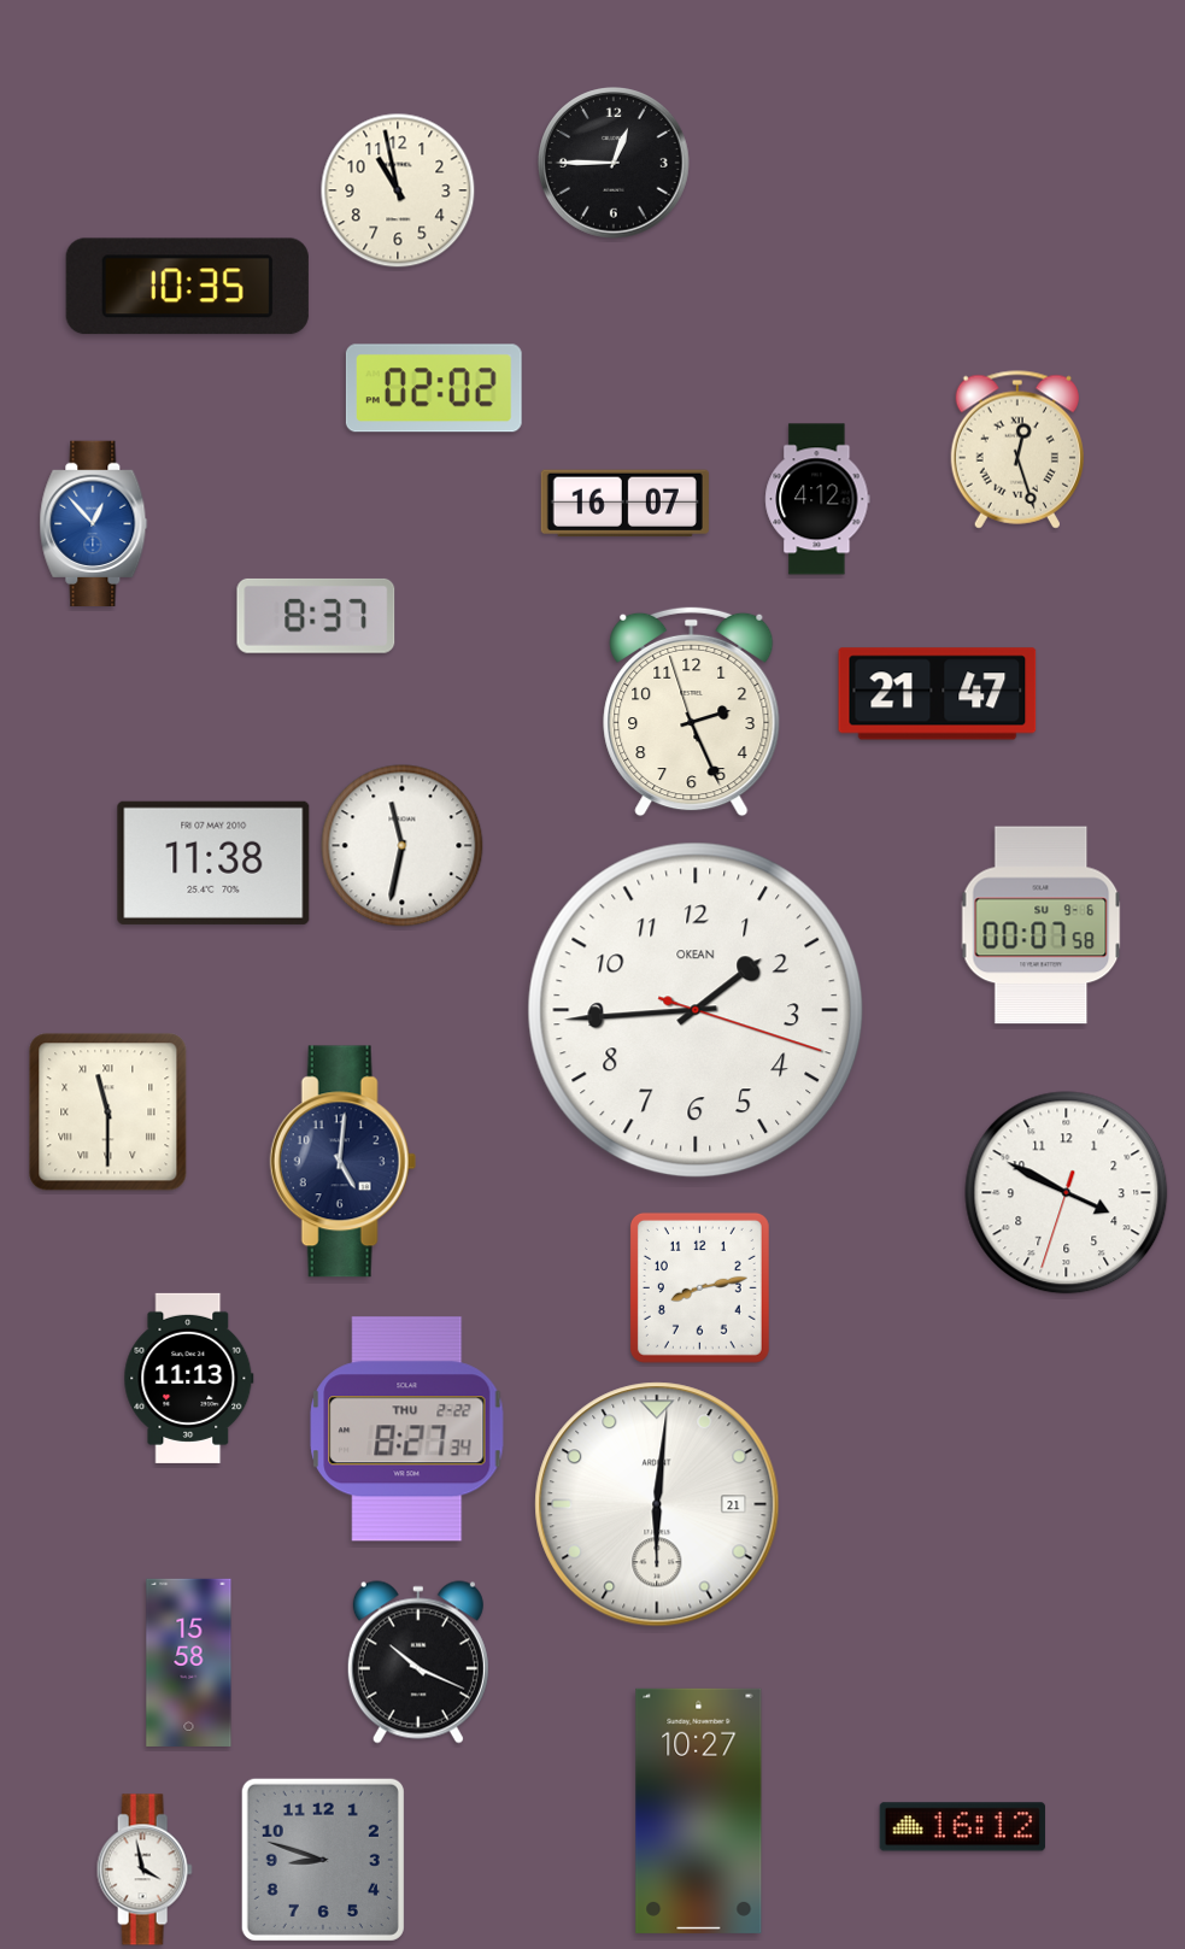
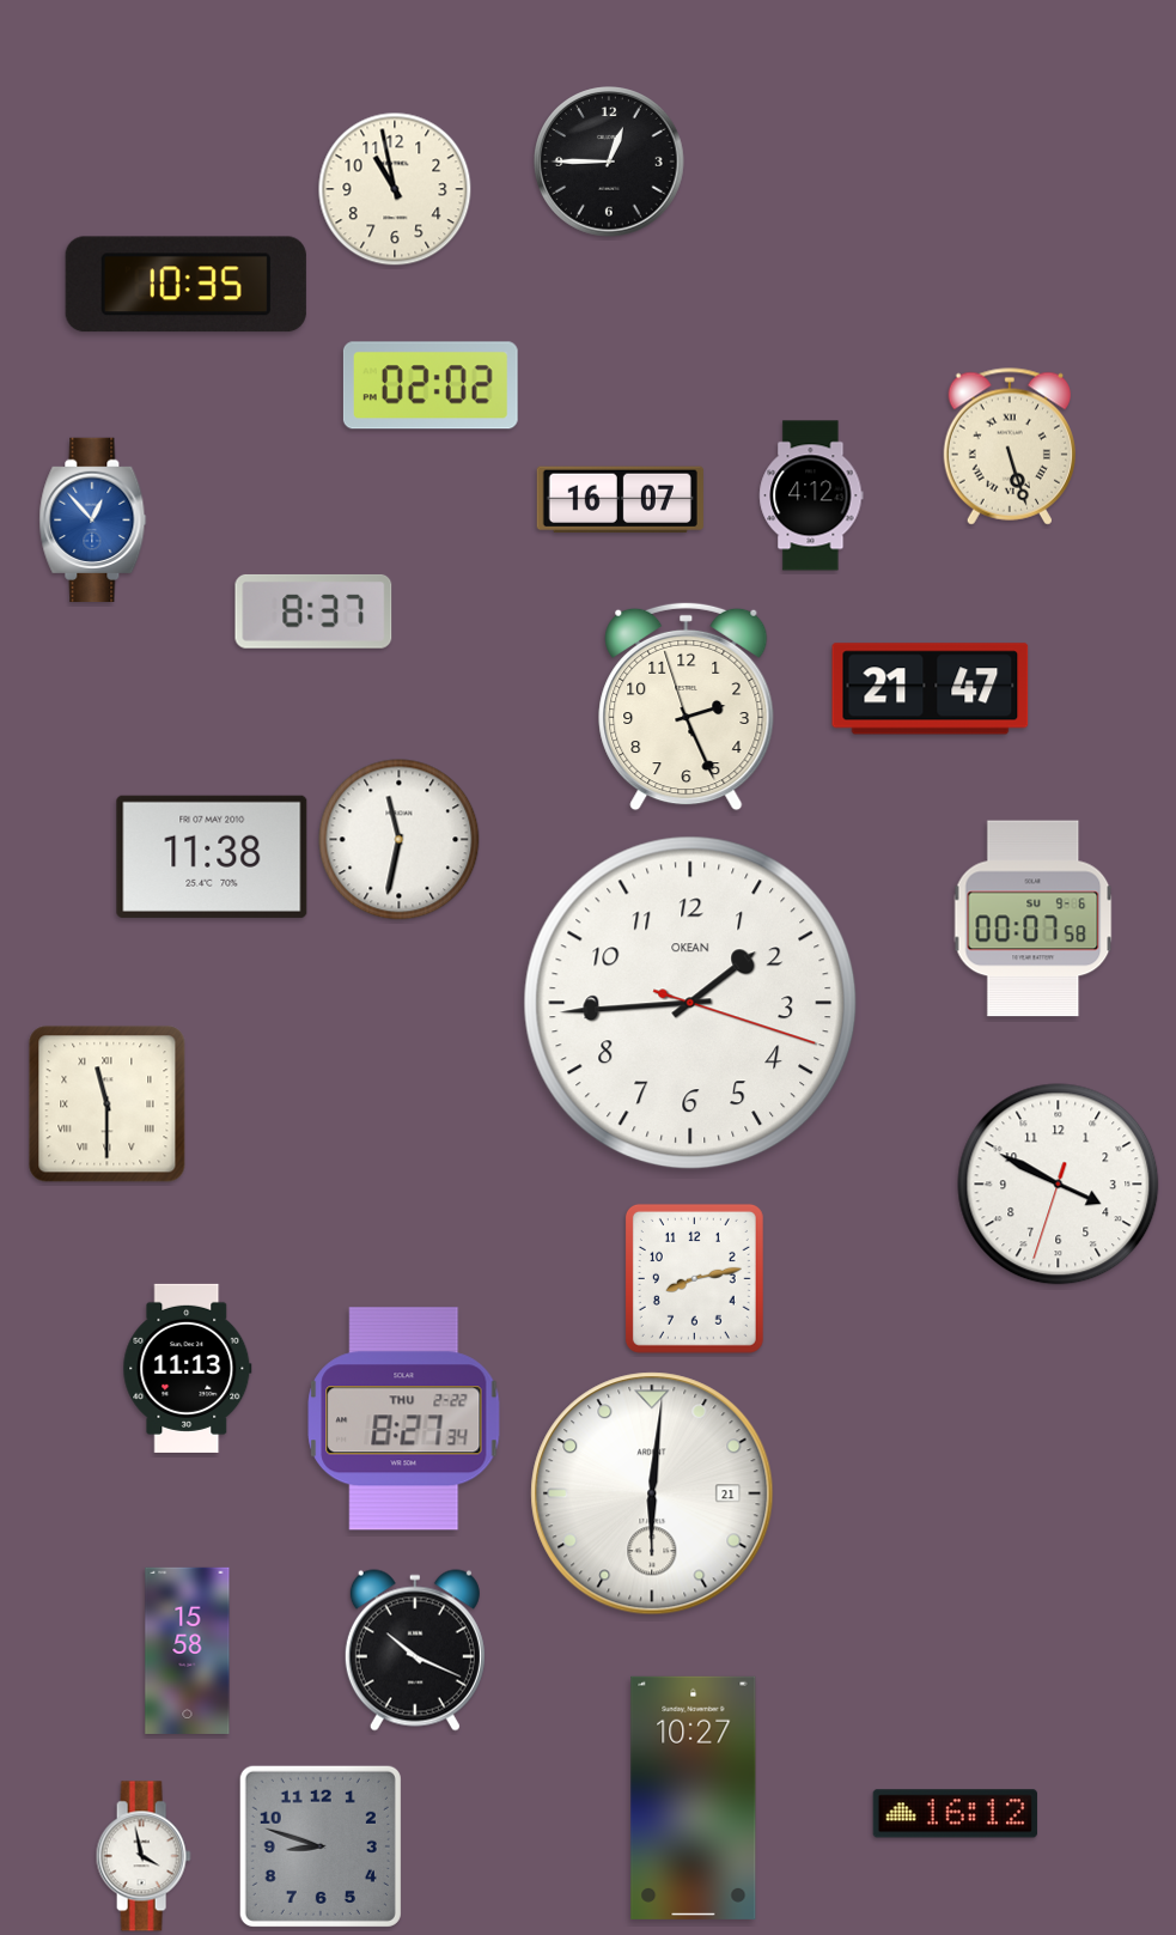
clock at (1016, 450): 12:27 -> 5:27
clock at (342, 1162): 5:01 -> none
